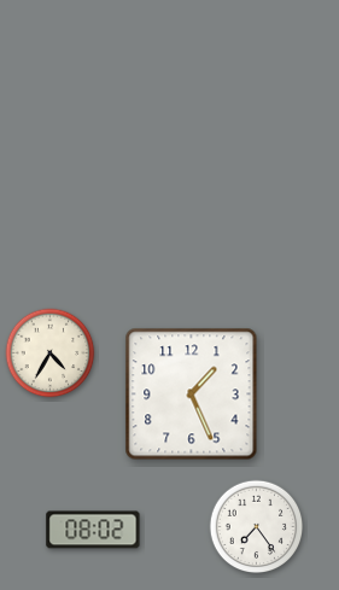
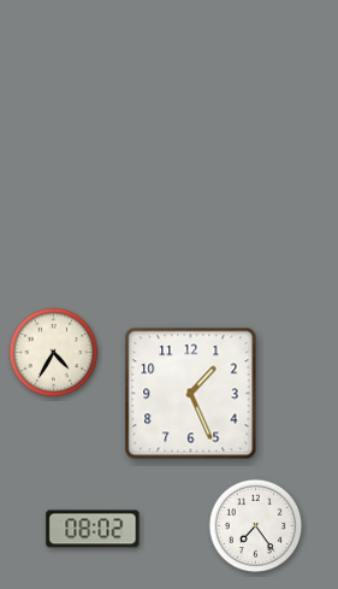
clock at (51, 354) position: (51, 354) -> (54, 353)
